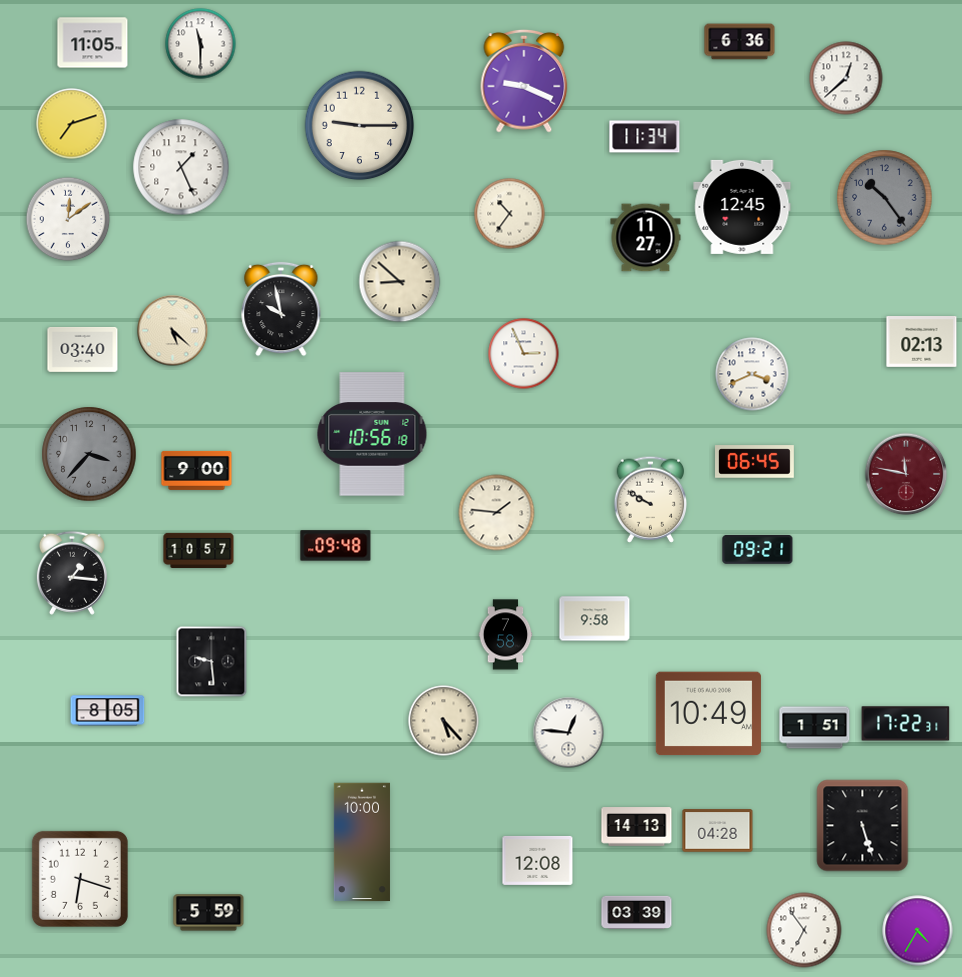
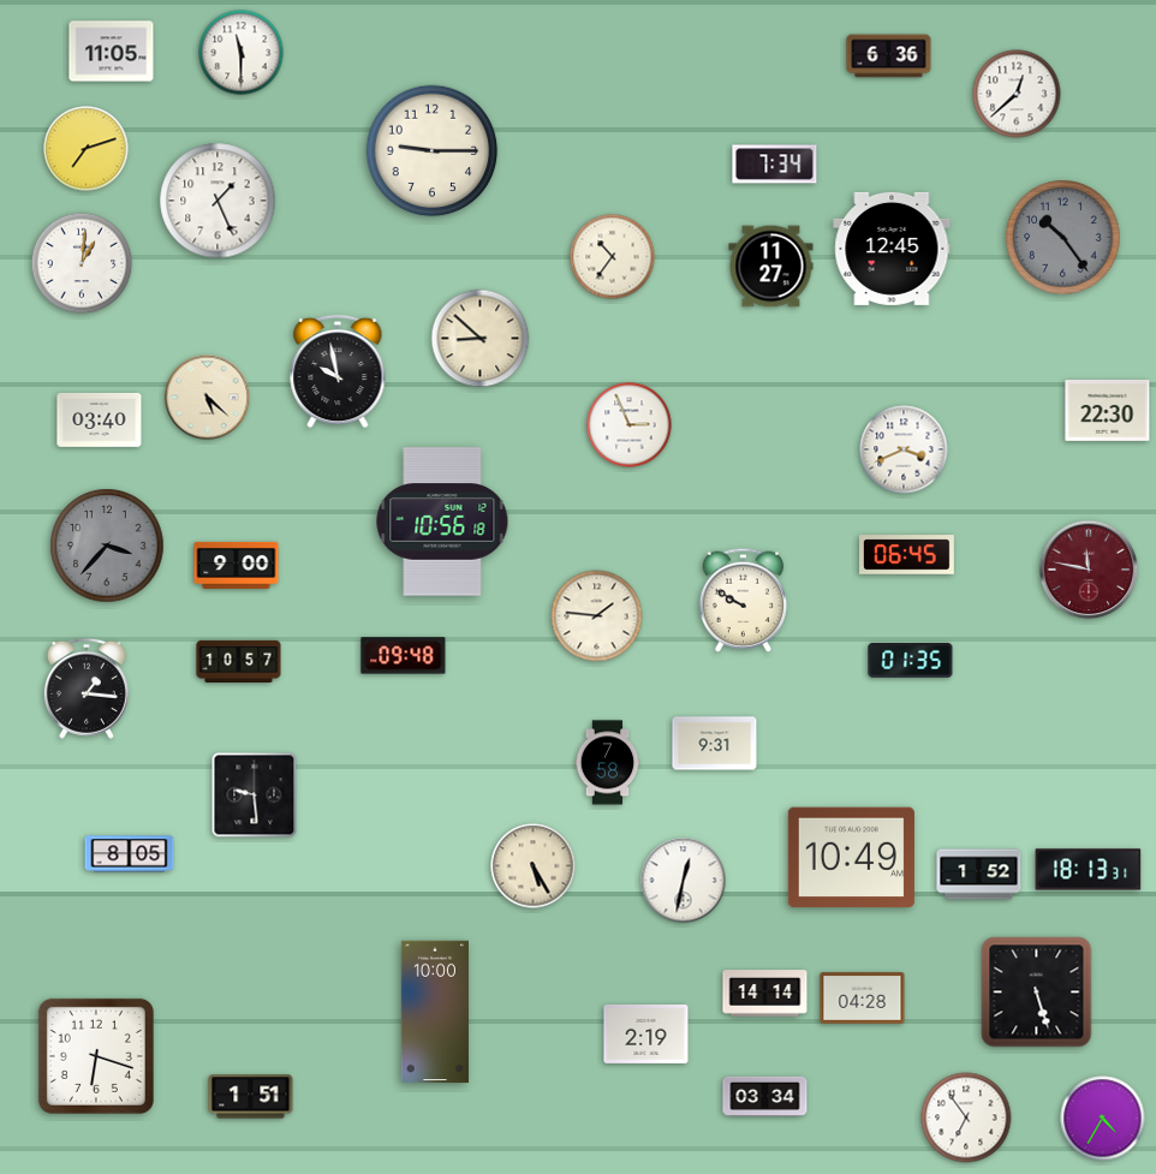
clock at (740, 42) position: (740, 42) -> (889, 56)
clock at (524, 82): 9:19 -> none
clock at (645, 137): 11:34 -> 7:34
clock at (68, 219): 12:09 -> 1:01
clock at (646, 238) position: (646, 238) -> (771, 267)
clock at (922, 342): 02:13 -> 22:30
clock at (372, 434) position: (372, 434) -> (442, 522)
clock at (651, 499) position: (651, 499) -> (744, 600)
clock at (758, 550): 09:21 -> 01:35
clock at (595, 619): 9:58 -> 9:31
clock at (444, 721): 5:23 -> 5:25
clock at (906, 724): 17:22 -> 18:13
clock at (815, 728): 1:51 -> 1:52
clock at (569, 733): 12:46 -> 12:32
clock at (637, 827): 14:13 -> 14:14
clock at (538, 860): 12:08 -> 2:19
clock at (637, 912): 03:39 -> 03:34
clock at (209, 913): 5:59 -> 1:51
